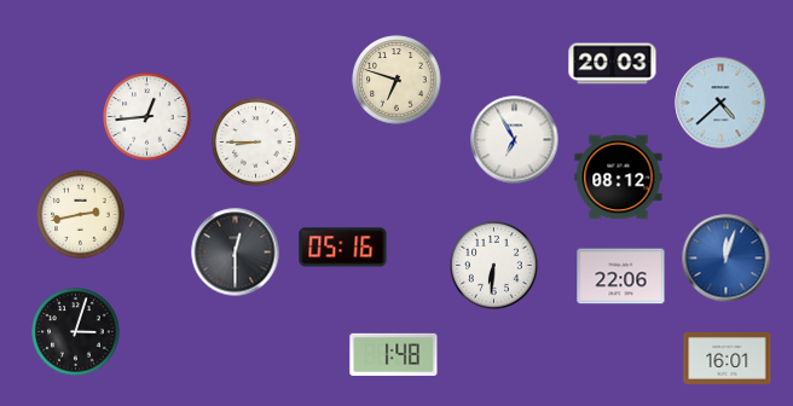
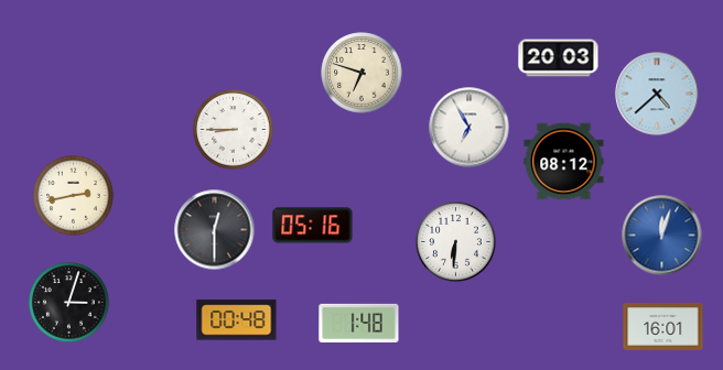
clock at (147, 117): 12:44 -> none
clock at (494, 266) position: (494, 266) -> (456, 242)
clock at (621, 277): 22:06 -> none
clock at (237, 320): none -> 00:48
